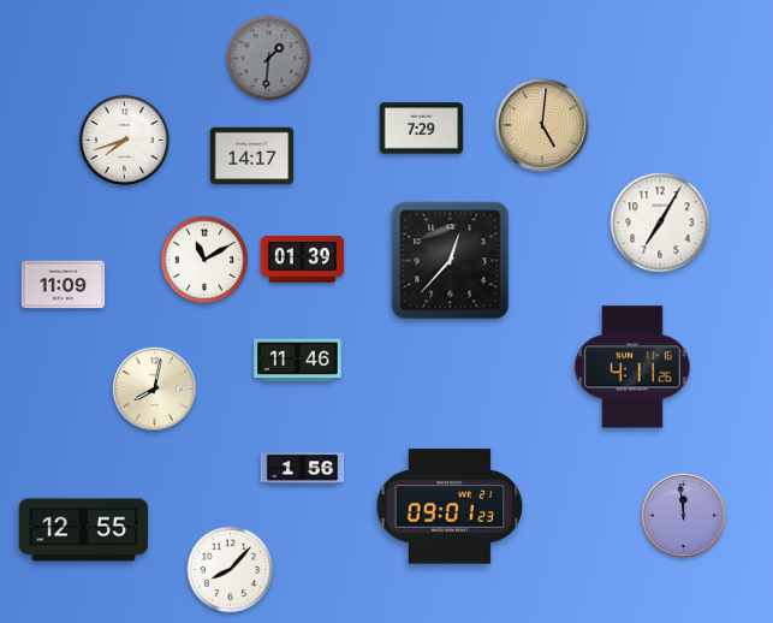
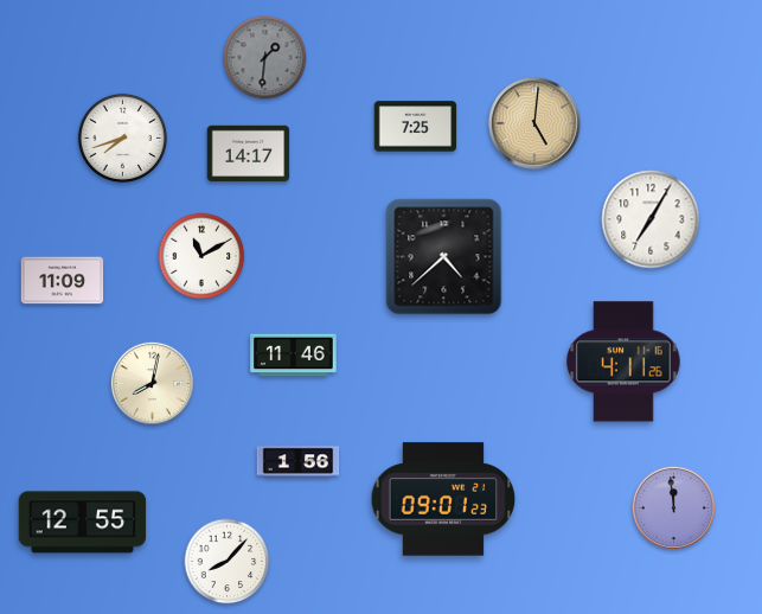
clock at (422, 129): 7:29 -> 7:25
clock at (303, 260): 01:39 -> none
clock at (451, 261): 12:37 -> 4:38
